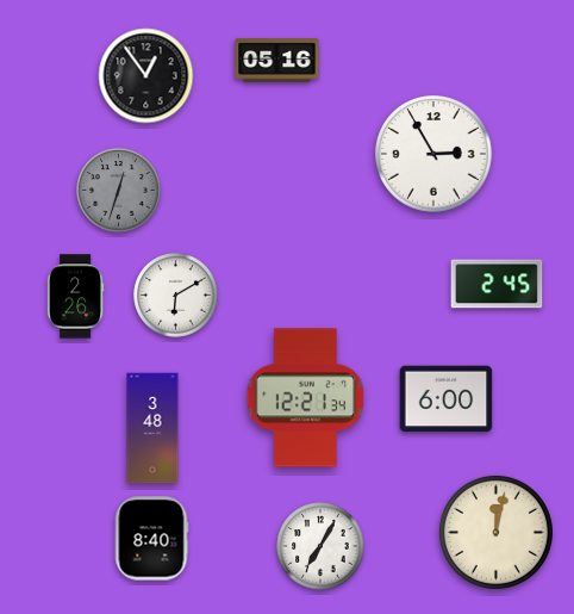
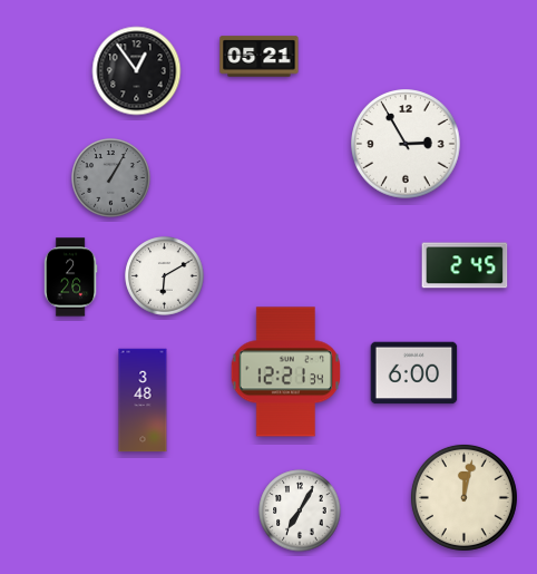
clock at (277, 61): 05:16 -> 05:21
clock at (119, 191): 12:33 -> 1:05
clock at (447, 399) position: (447, 399) -> (414, 373)
clock at (151, 539): 8:40 -> none
